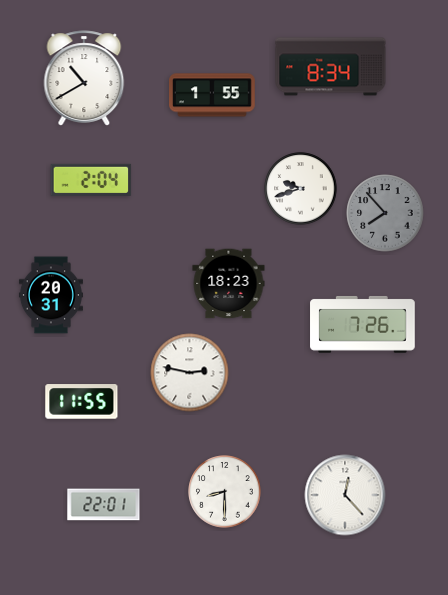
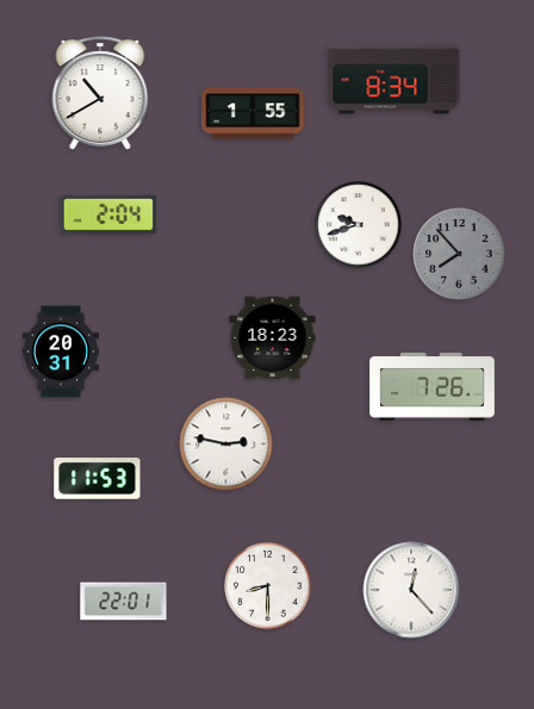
clock at (82, 402): 11:55 -> 11:53
